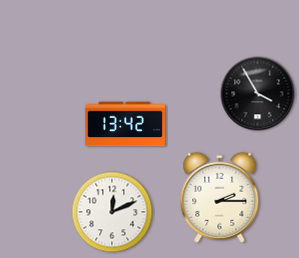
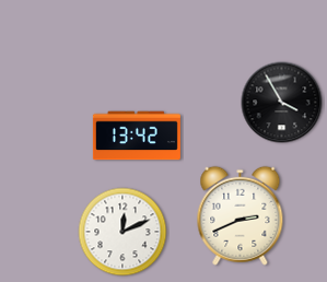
clock at (220, 197): 2:15 -> 2:41
